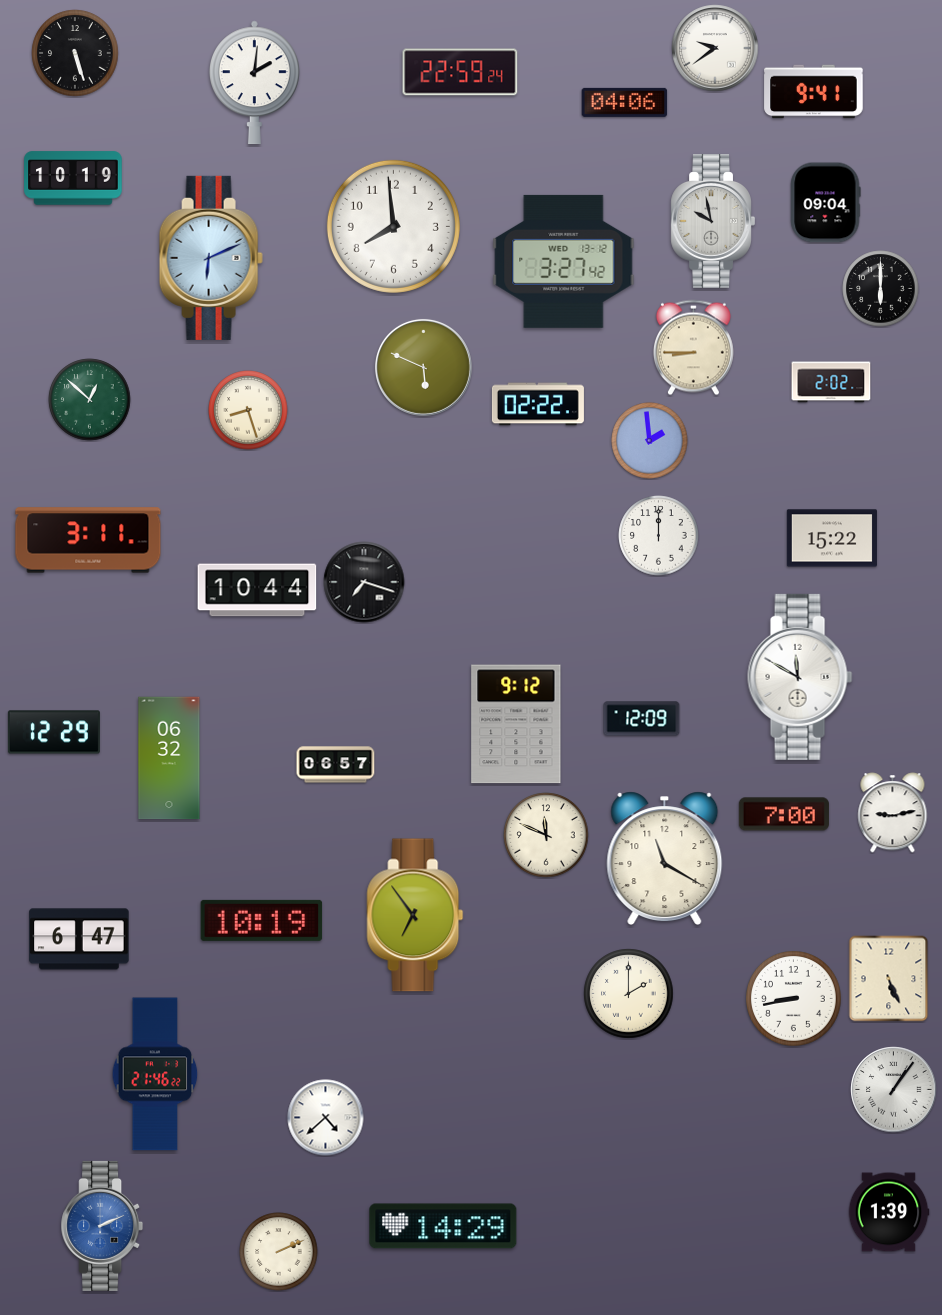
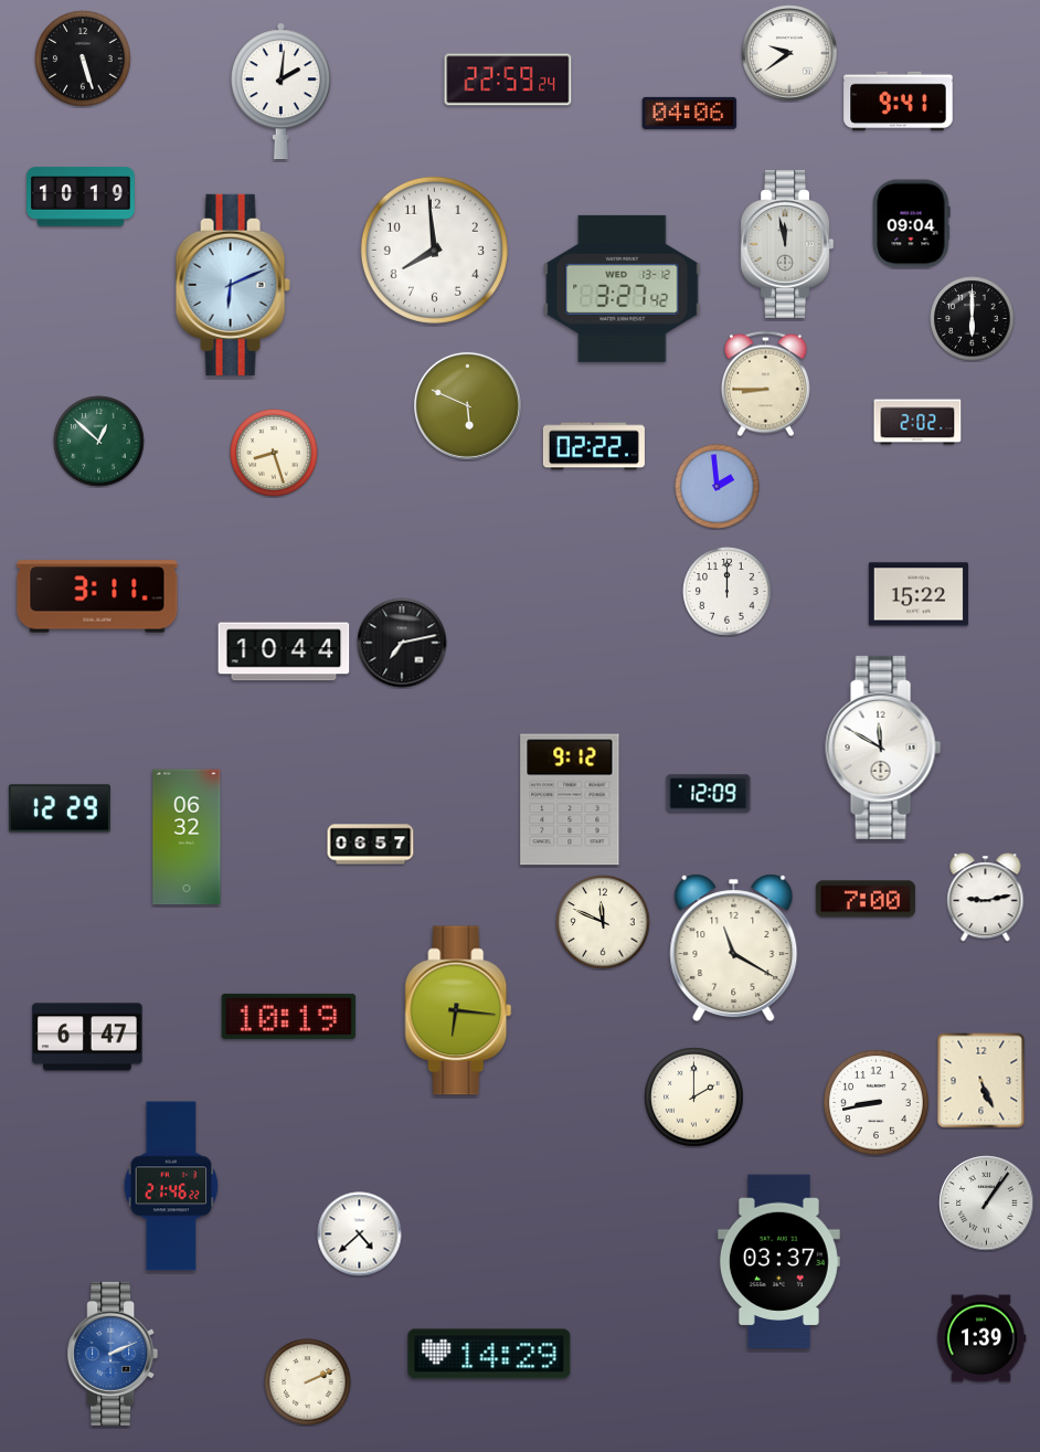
clock at (713, 222): 9:58 -> 11:58
clock at (364, 582): 7:18 -> 7:13
clock at (415, 915): 6:54 -> 6:16
clock at (778, 1262): none -> 03:37
